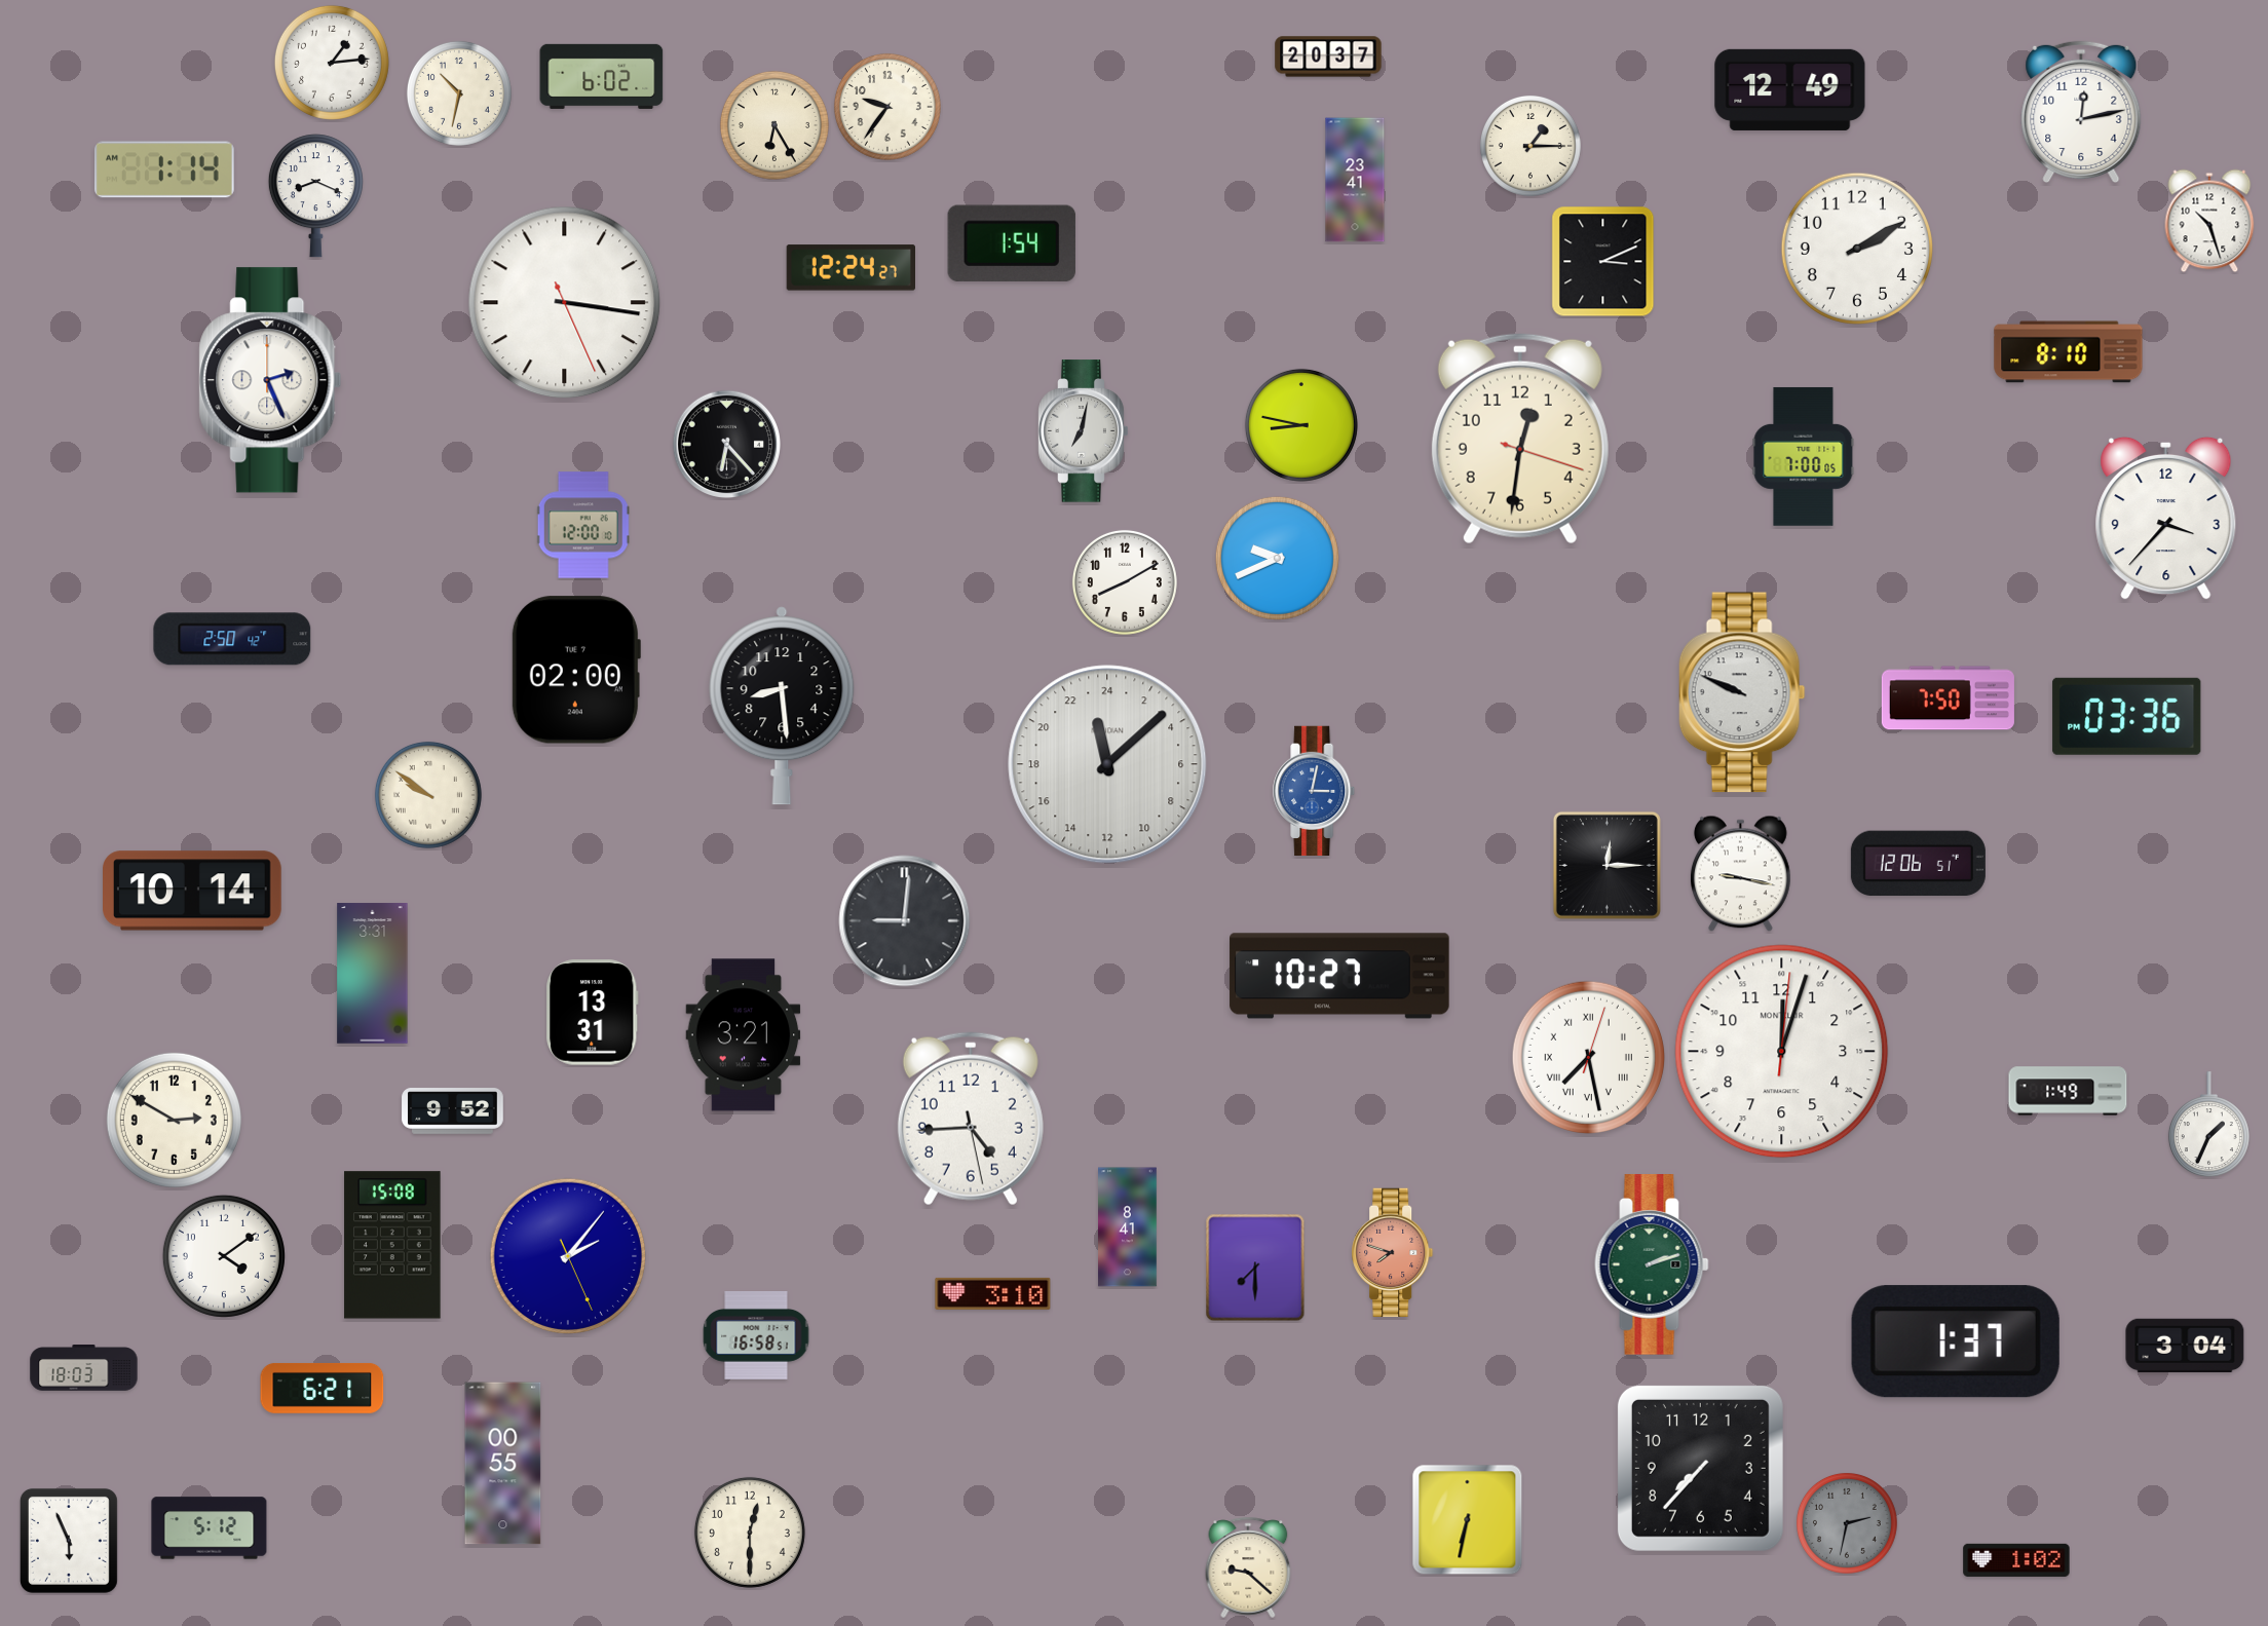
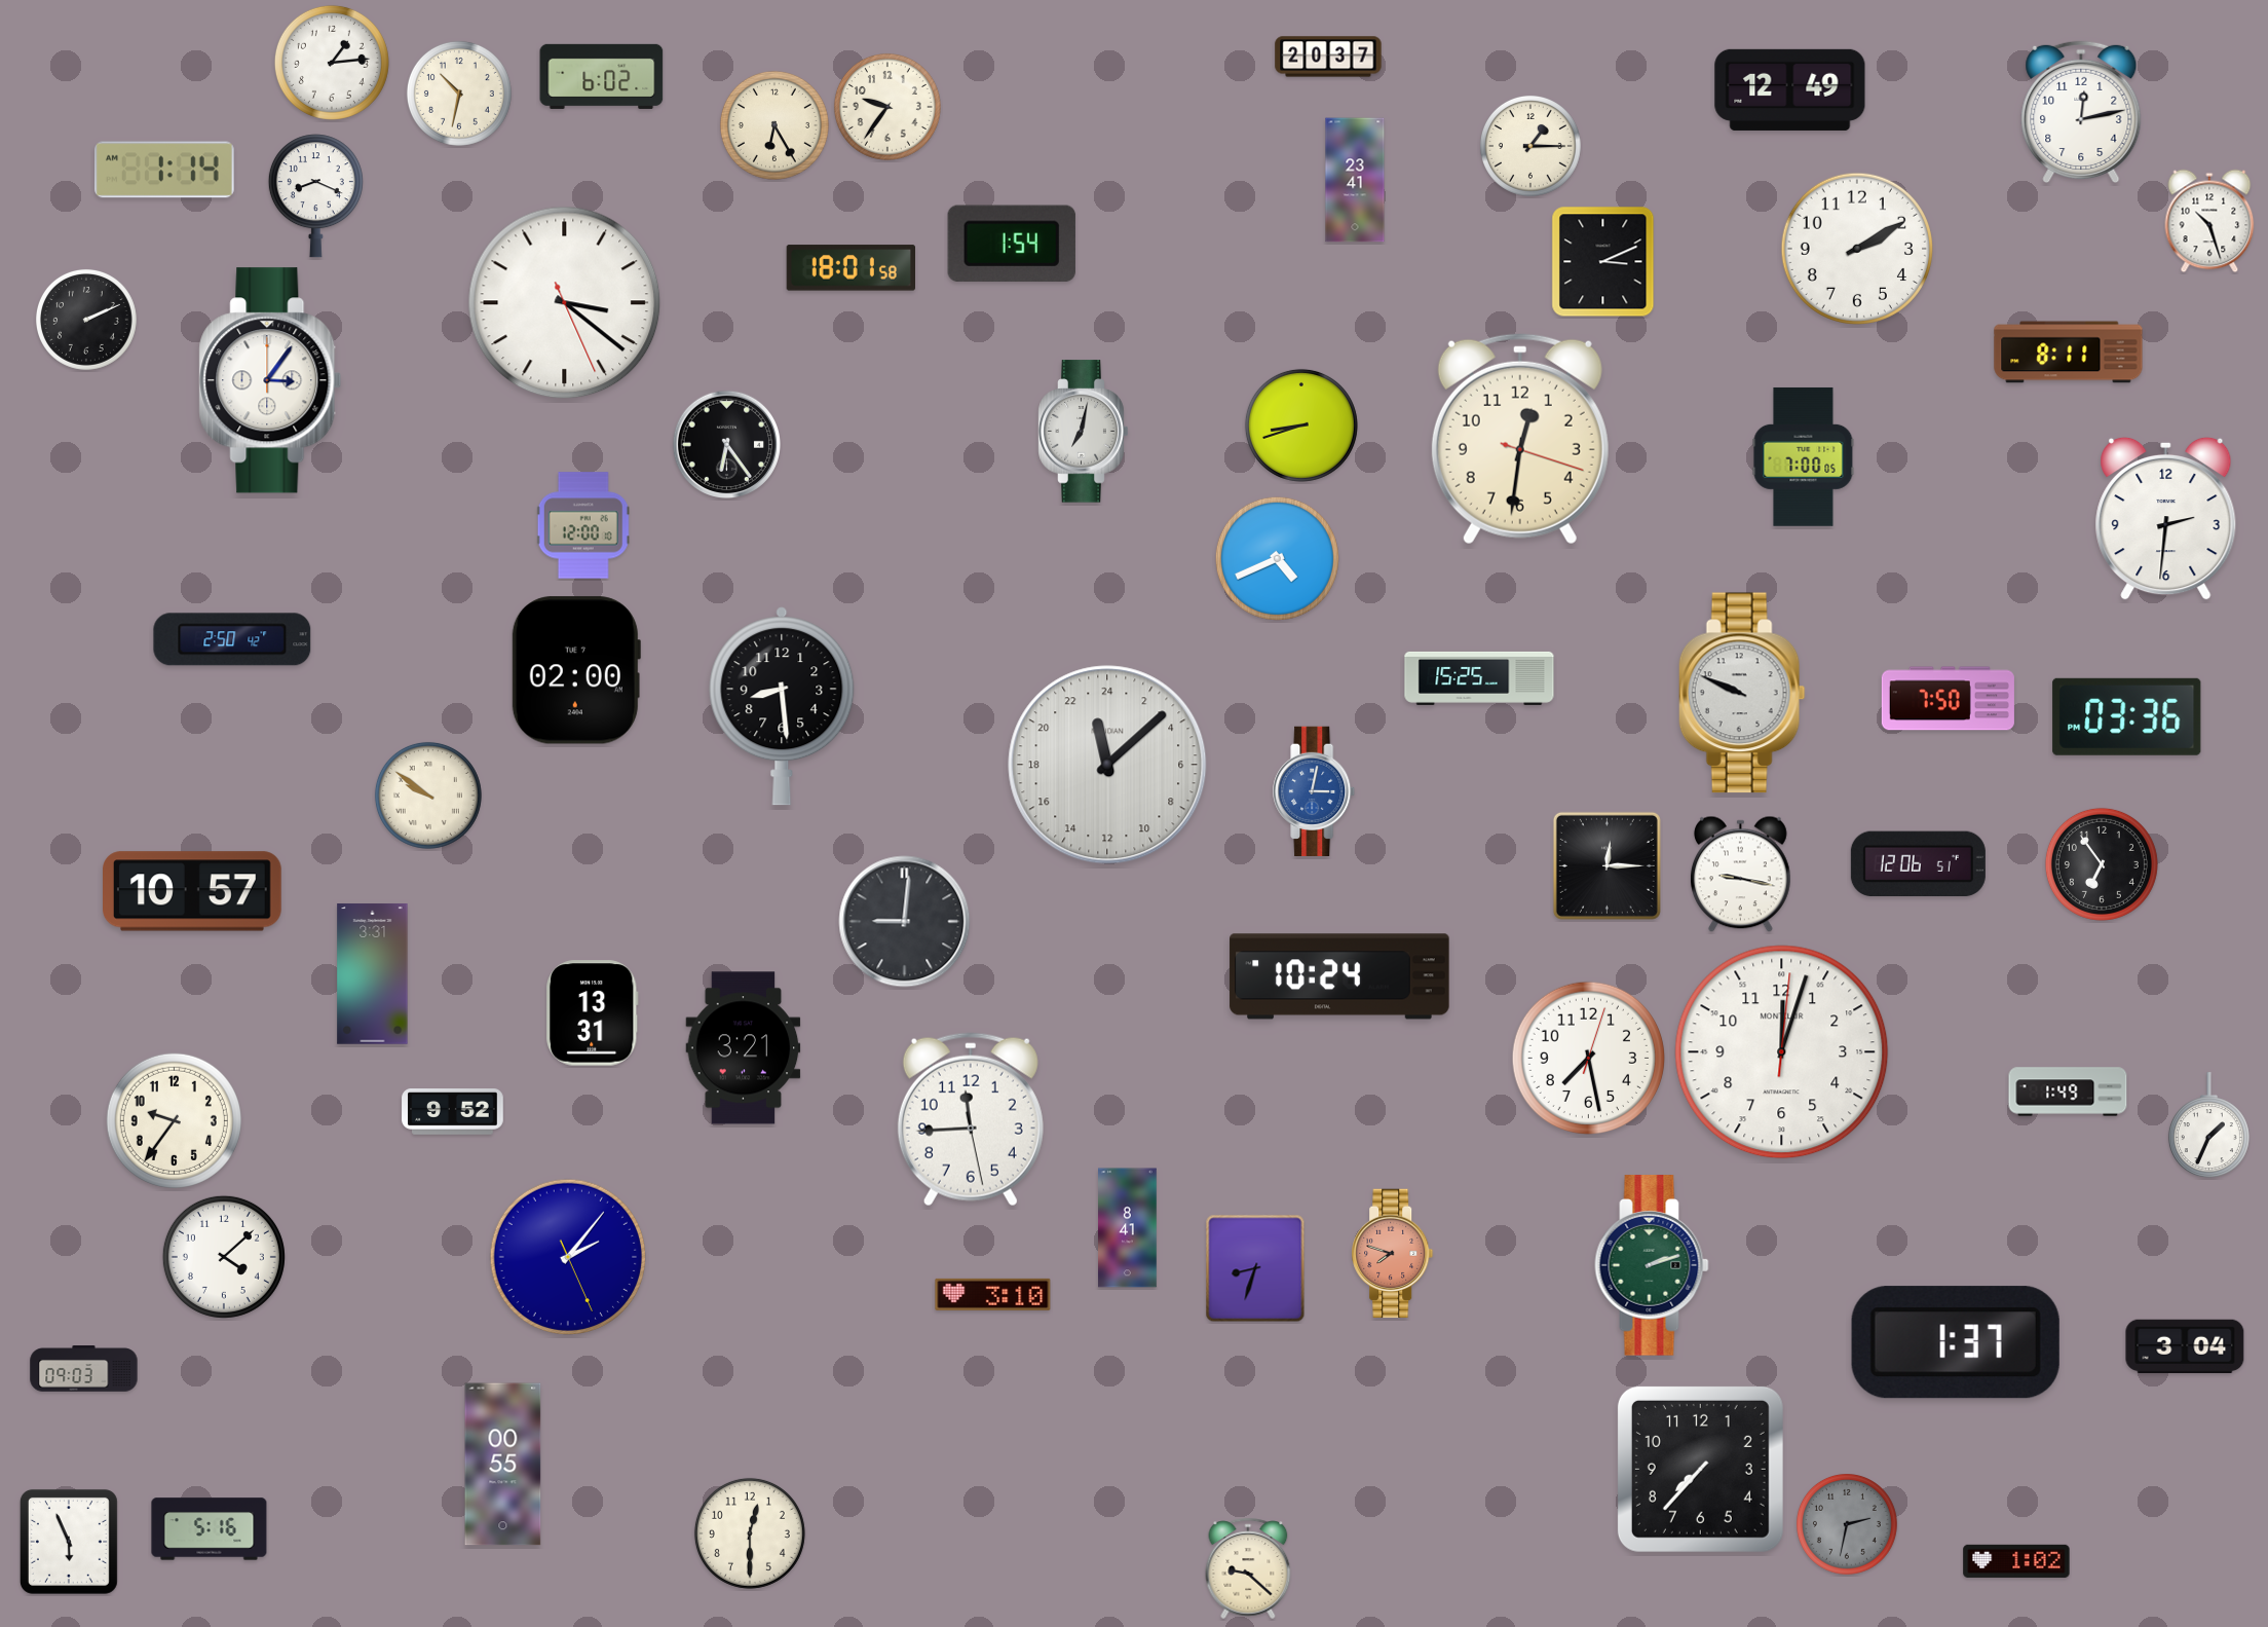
clock at (850, 268): 12:24 -> 18:01
clock at (565, 303): 3:16 -> 3:21
clock at (86, 320): none -> 2:11
clock at (2069, 352): 8:10 -> 8:11
clock at (270, 380): 2:26 -> 3:06
clock at (1301, 425): 8:47 -> 8:42
clock at (726, 444): 6:23 -> 6:24
clock at (2166, 518): 3:37 -> 2:31
clock at (1277, 558): 9:41 -> 4:41
clock at (1125, 582): 8:10 -> none
clock at (1479, 678): none -> 15:25
clock at (2102, 864): none -> 6:54
clock at (193, 891): 10:14 -> 10:57
clock at (1339, 976): 10:27 -> 10:24
clock at (744, 1035) position: (744, 1035) -> (744, 1048)
clock at (1588, 1057) numerals: Roman -> Arabic
clock at (971, 1119): 4:44 -> 11:44
clock at (174, 1120): 2:50 -> 9:36
clock at (392, 1245): 15:08 -> none
clock at (224, 1256): 4:09 -> 4:08
clock at (1255, 1268): 7:30 -> 8:33
clock at (756, 1336): 16:58 -> none
clock at (84, 1368): 18:03 -> 09:03
clock at (323, 1388): 6:21 -> none
clock at (1468, 1520): 6:32 -> none
clock at (210, 1528): 5:12 -> 5:16
